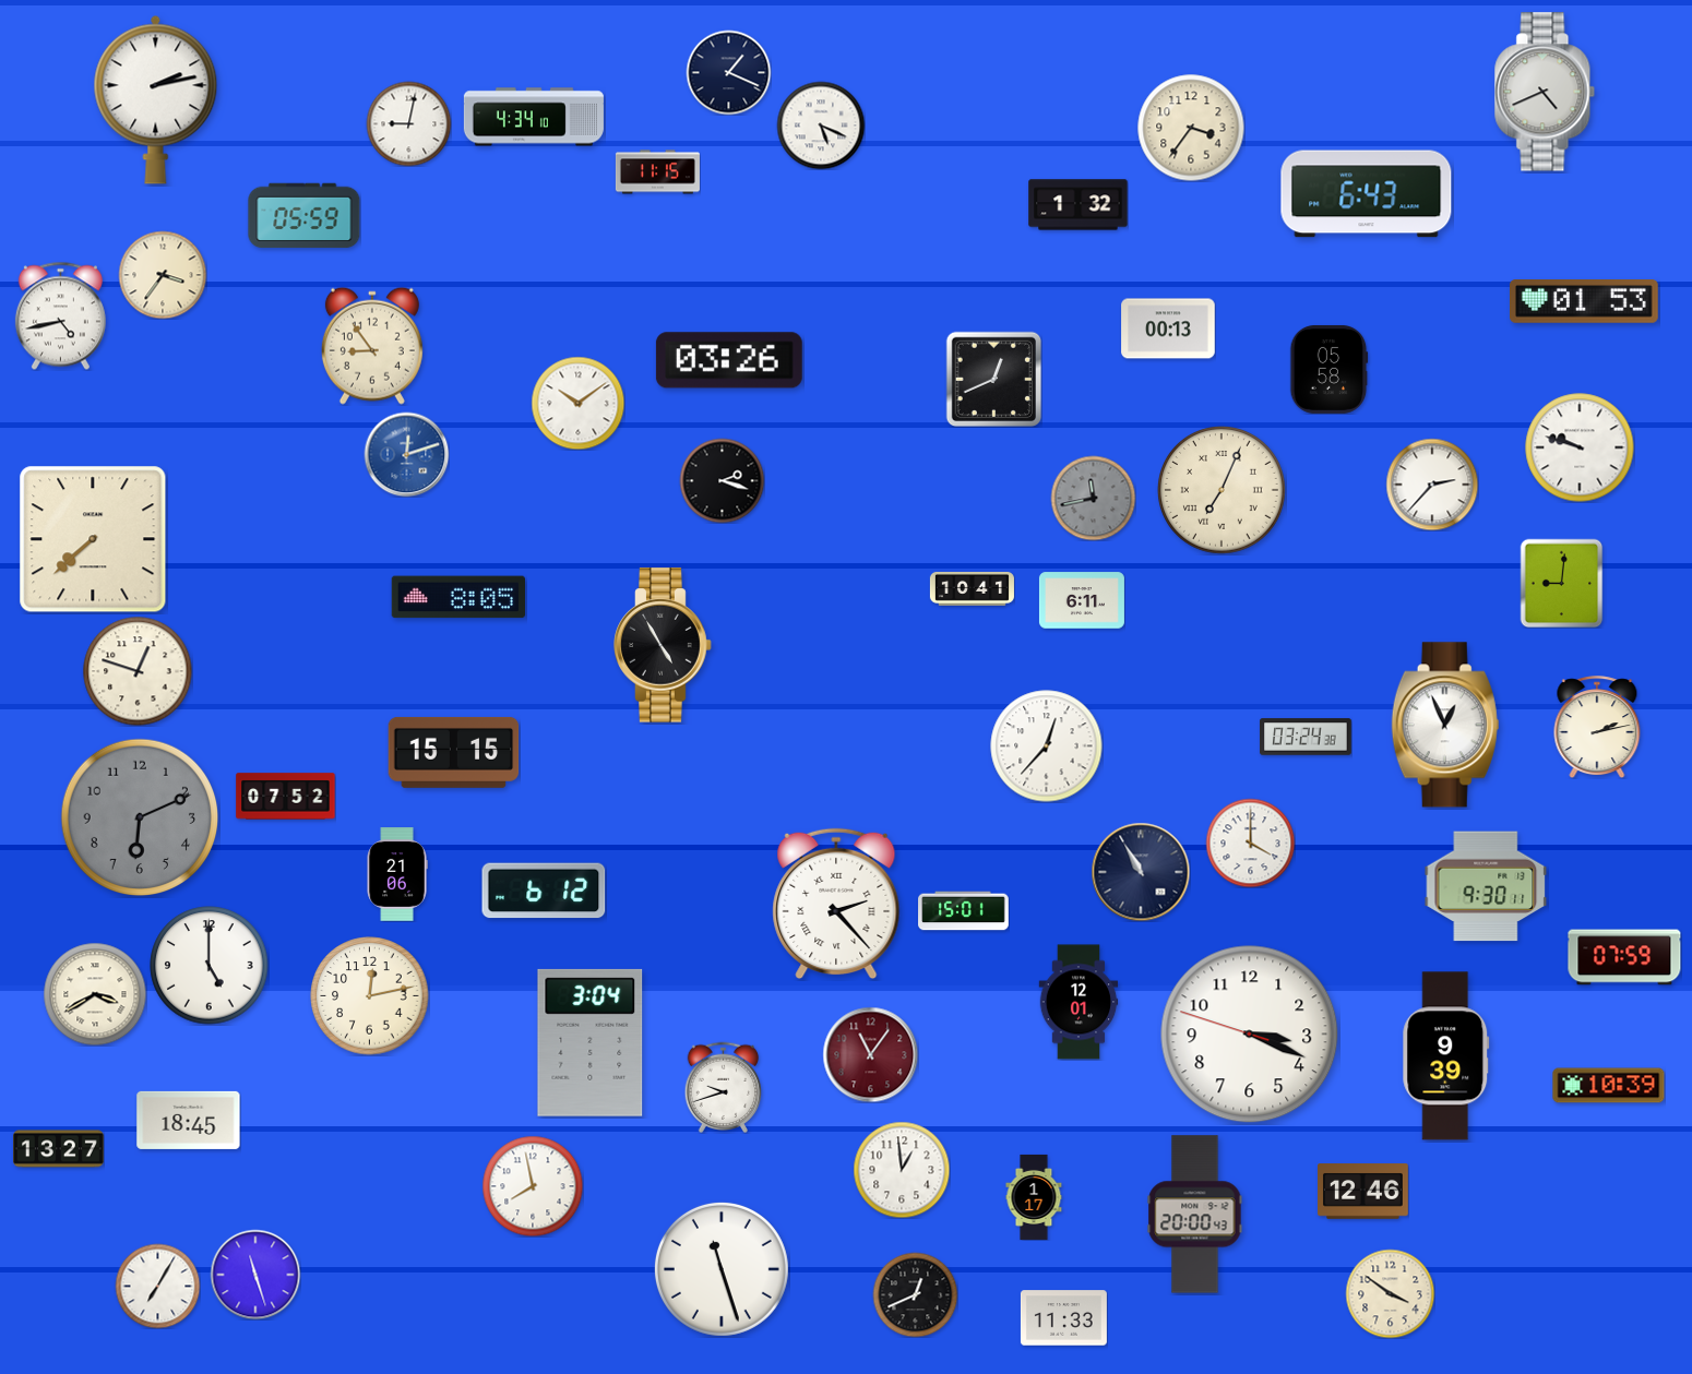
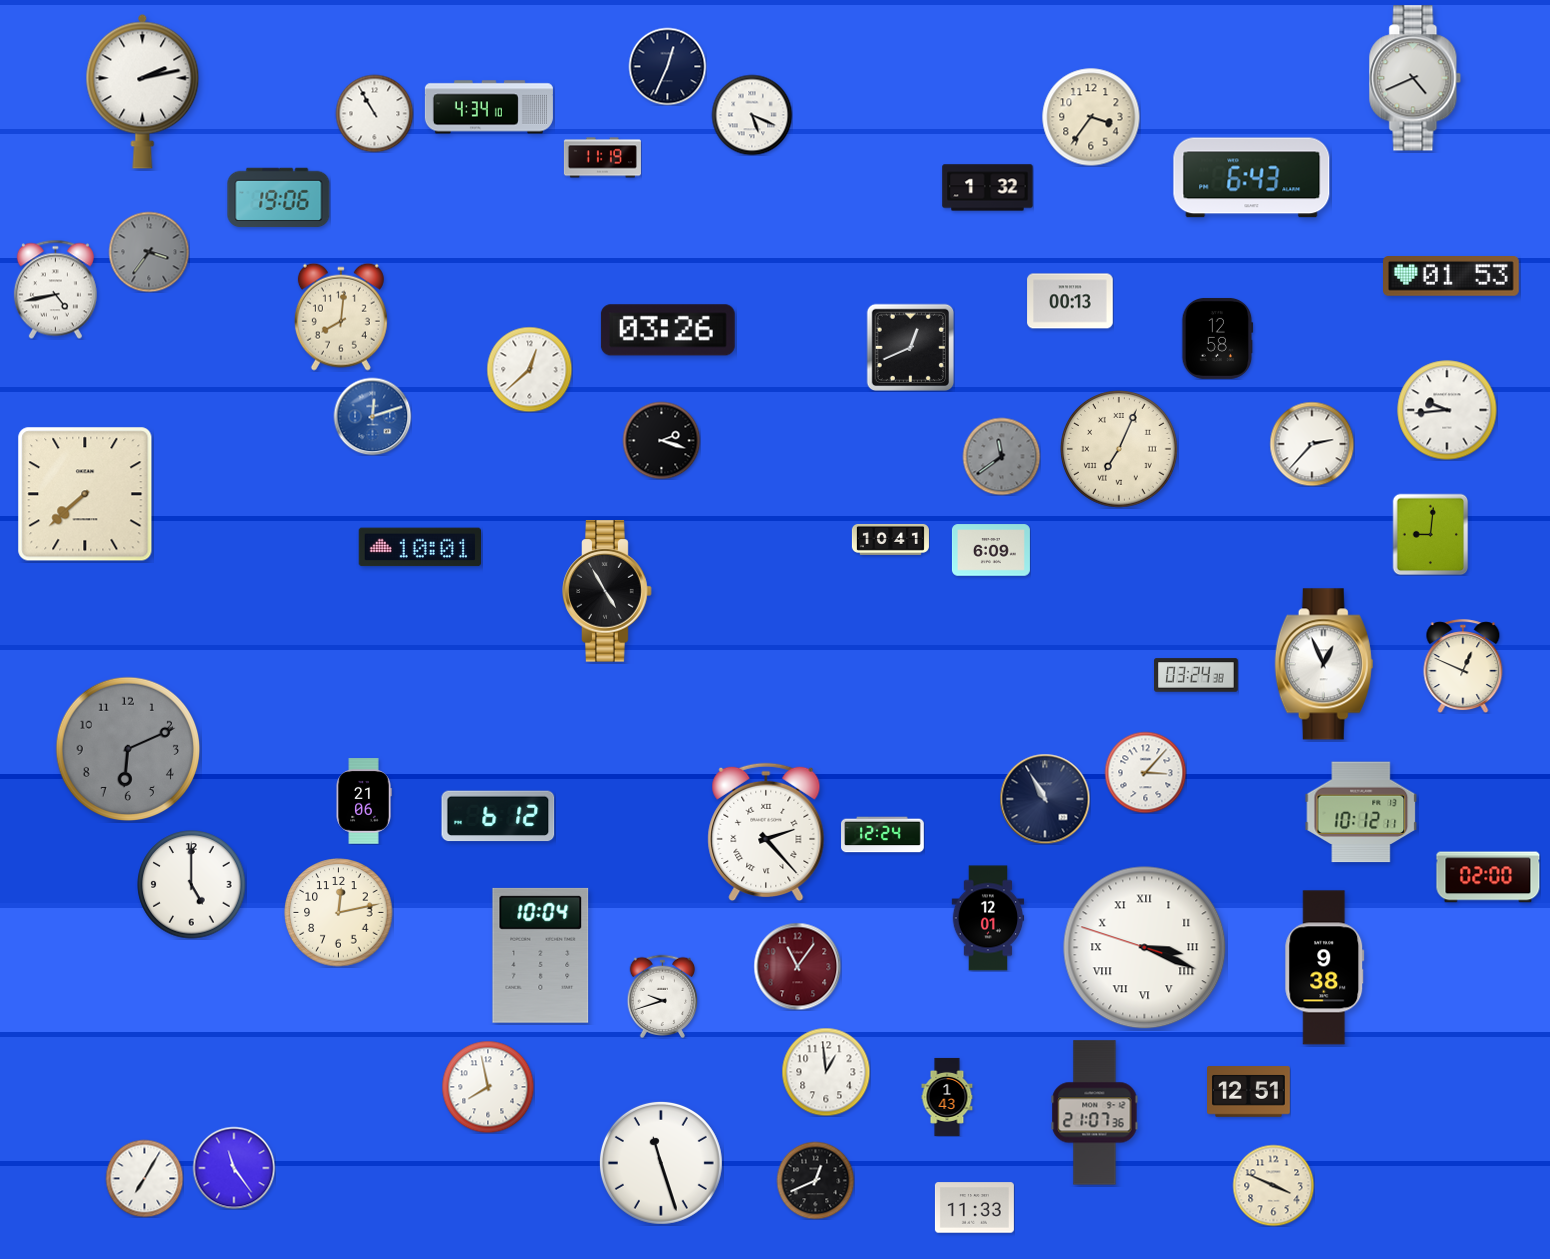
clock at (728, 72): 1:19 -> 12:34
clock at (1545, 92) position: (1545, 92) -> (1415, 78)
clock at (408, 123): 9:02 -> 10:55
clock at (657, 172): 11:15 -> 11:19
clock at (305, 216): 05:59 -> 19:06
clock at (163, 275) dial: cream -> grey
clock at (372, 346): 8:54 -> 8:01
clock at (1330, 369): 05:58 -> 12:58
clock at (577, 403): 10:09 -> 12:38
clock at (1580, 447): 9:48 -> 9:44
clock at (1093, 498): 11:43 -> 11:39
clock at (457, 597): 8:05 -> 10:01
clock at (1082, 600): 6:11 -> 6:09
clock at (138, 671): 12:48 -> none
clock at (1597, 727): 2:13 -> 12:49
clock at (1047, 746): 12:37 -> none
clock at (454, 752): 15:15 -> none
clock at (286, 797): 07:52 -> none
clock at (1250, 843): 4:00 -> 3:07
clock at (1486, 886): 9:30 -> 10:12
clock at (836, 904) position: (836, 904) -> (766, 832)
clock at (964, 911): 15:01 -> 12:24
clock at (1624, 957): 07:59 -> 02:00
clock at (95, 994): 3:40 -> none
clock at (1250, 1035) numerals: Arabic -> Roman
clock at (591, 1042): 3:04 -> 10:04
clock at (1446, 1056): 9:39 -> 9:38
clock at (1609, 1086): 10:39 -> none
clock at (189, 1120): 18:45 -> none
clock at (59, 1149): 13:27 -> none
clock at (1363, 1192): 12:46 -> 12:51
clock at (1034, 1197): 1:17 -> 1:43
clock at (1195, 1215): 20:00 -> 21:07
clock at (255, 1275): 11:27 -> 11:24
clock at (1390, 1293): 3:51 -> 3:49
clock at (915, 1294) position: (915, 1294) -> (815, 1180)
